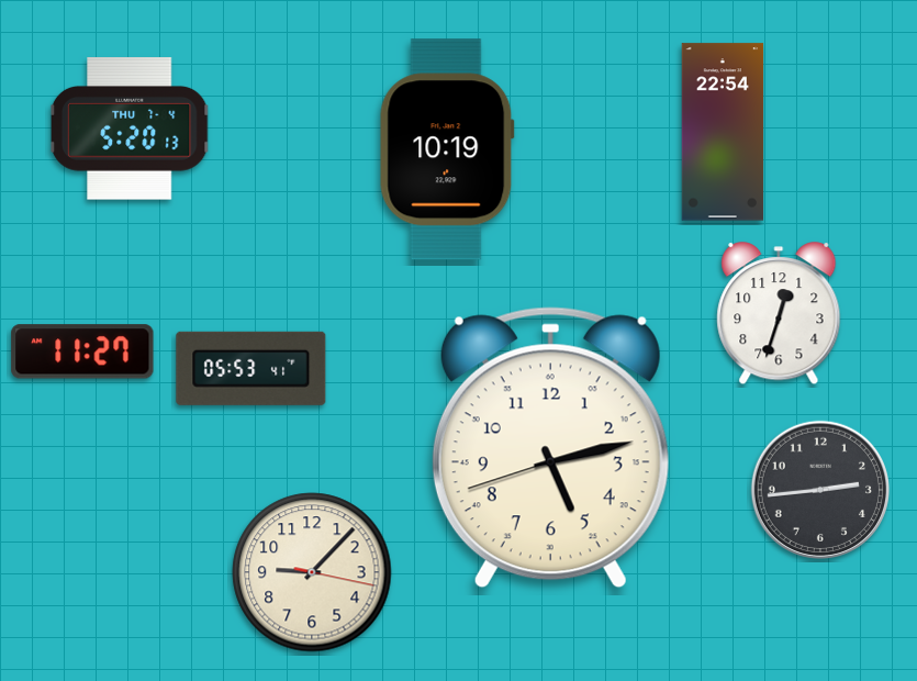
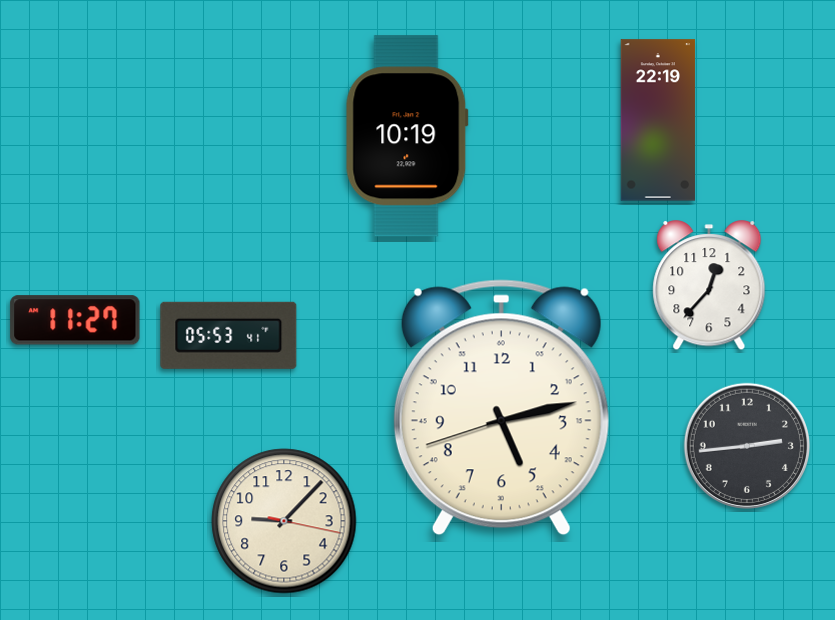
clock at (130, 129): 5:20 -> none
clock at (723, 132): 22:54 -> 22:19
clock at (779, 314): 12:33 -> 12:37
